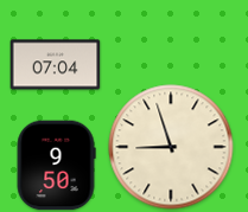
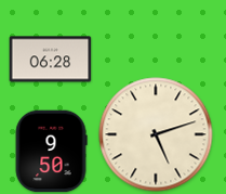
clock at (56, 65): 07:04 -> 06:28
clock at (171, 147): 8:57 -> 5:12
